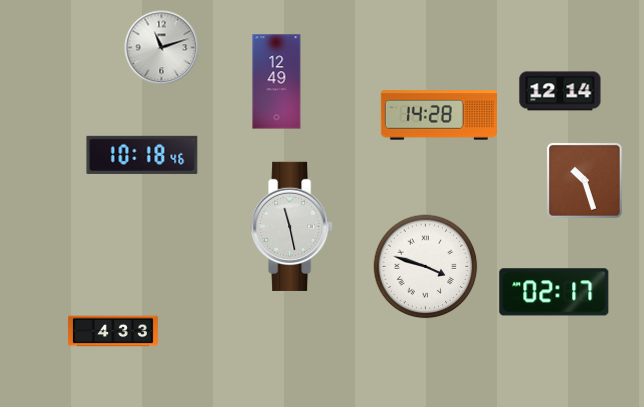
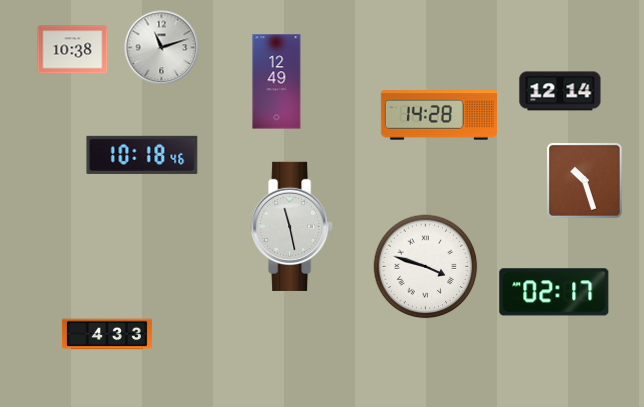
clock at (73, 50): none -> 10:38
clock at (113, 331) position: (113, 331) -> (107, 334)
